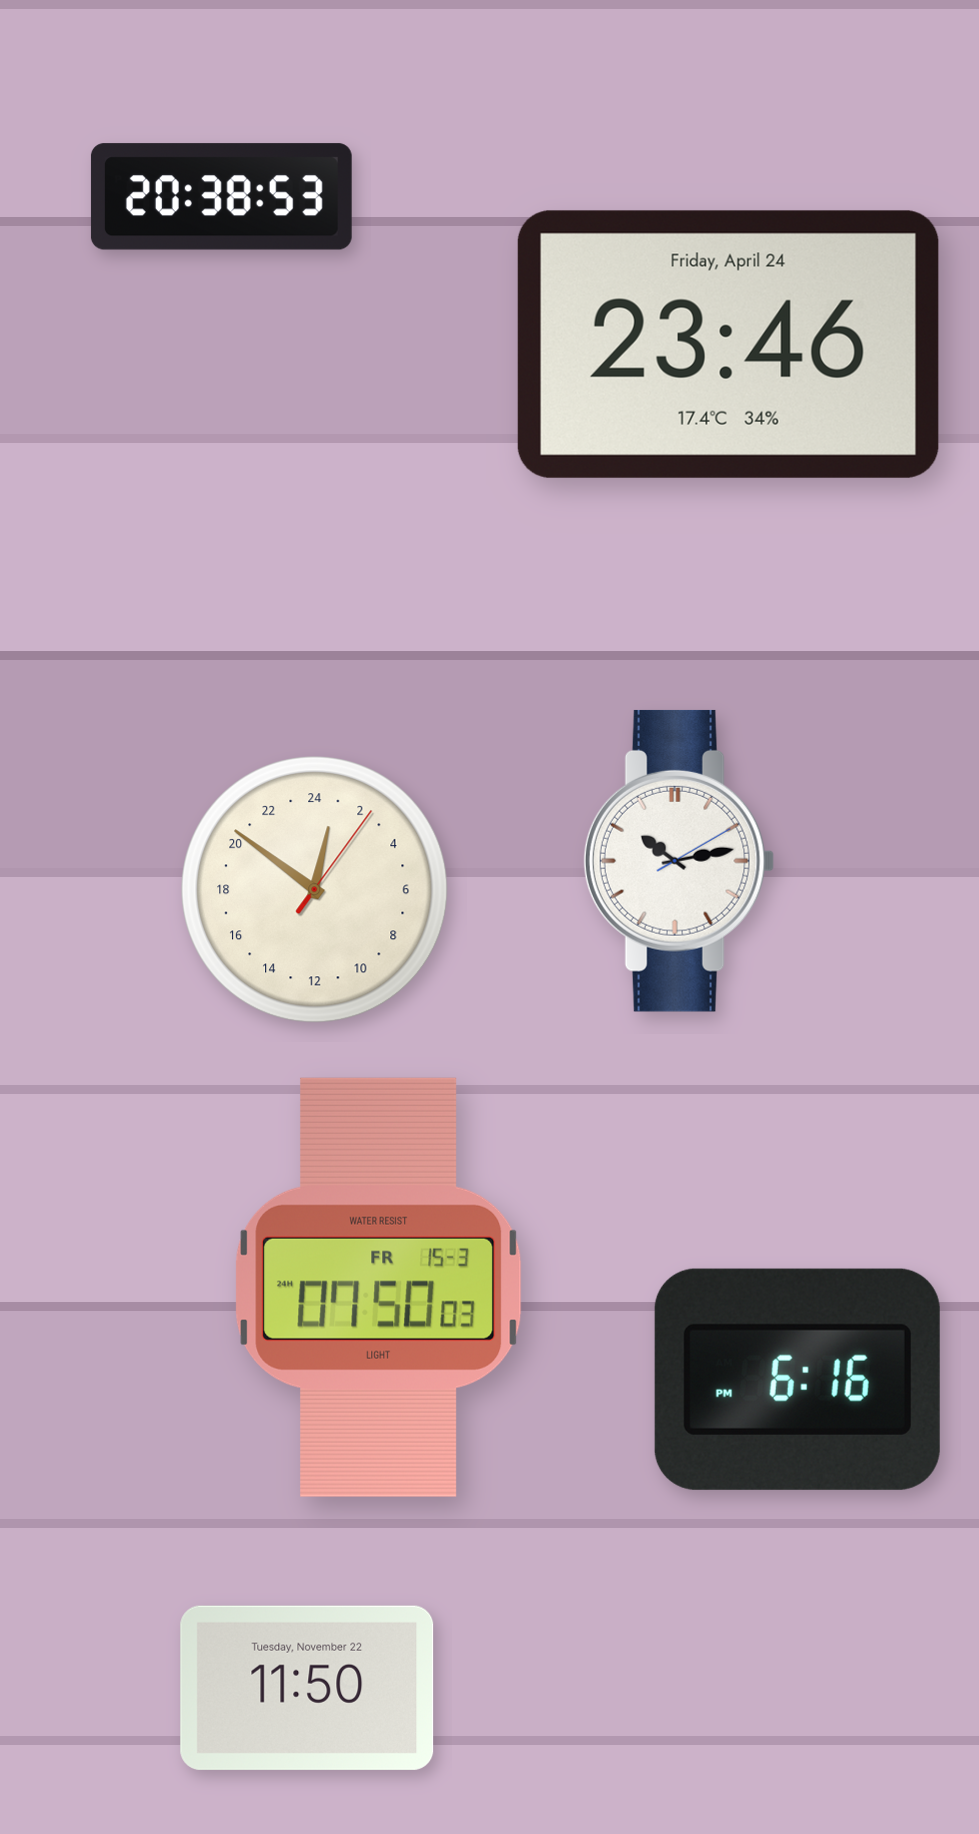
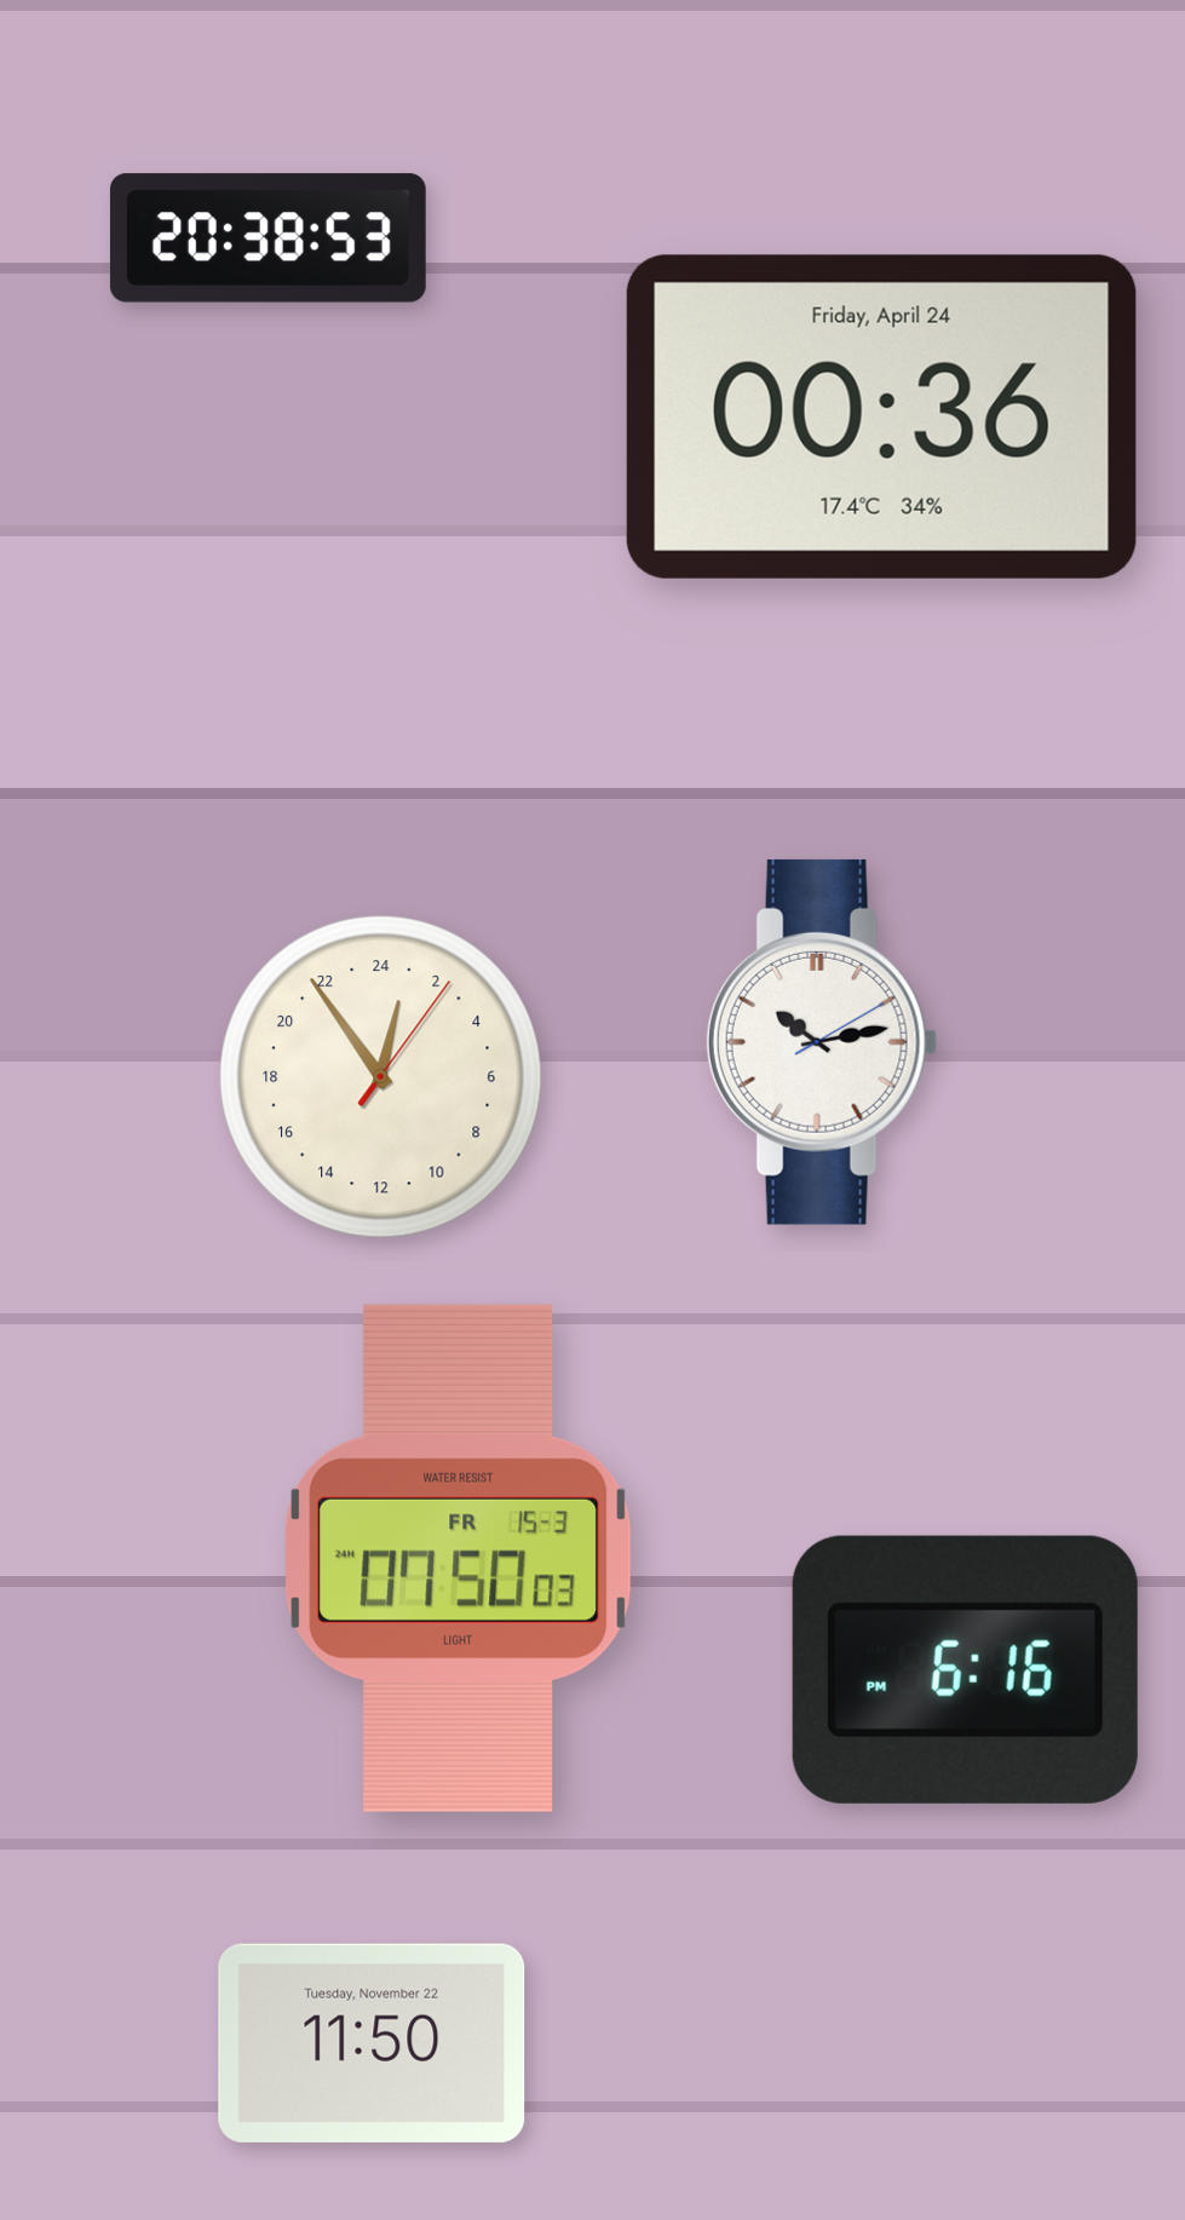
clock at (728, 344): 23:46 -> 00:36
clock at (315, 890): 0:51 -> 0:54
